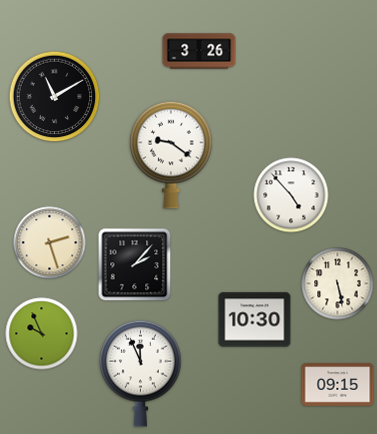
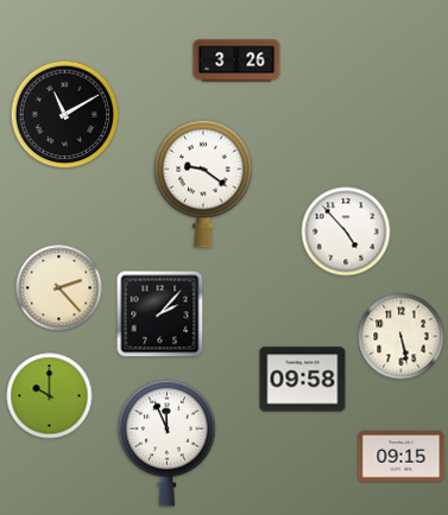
clock at (50, 243): 2:27 -> 2:23
clock at (255, 320): 10:30 -> 09:58
clock at (42, 334): 9:56 -> 10:00
